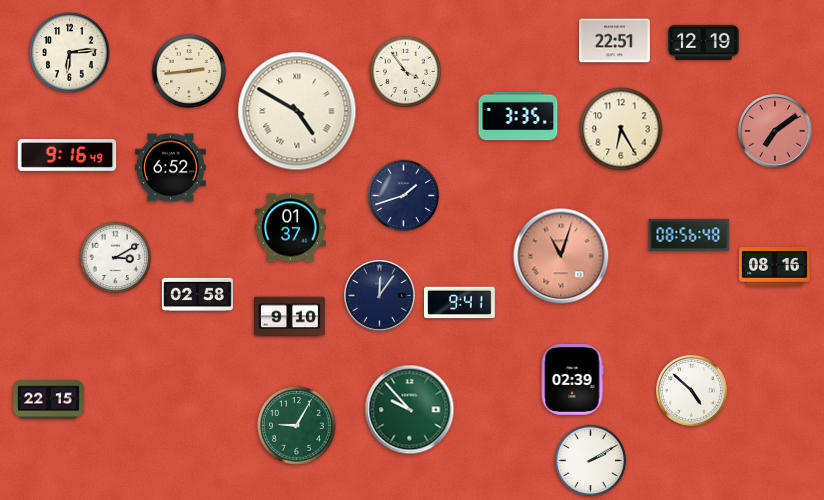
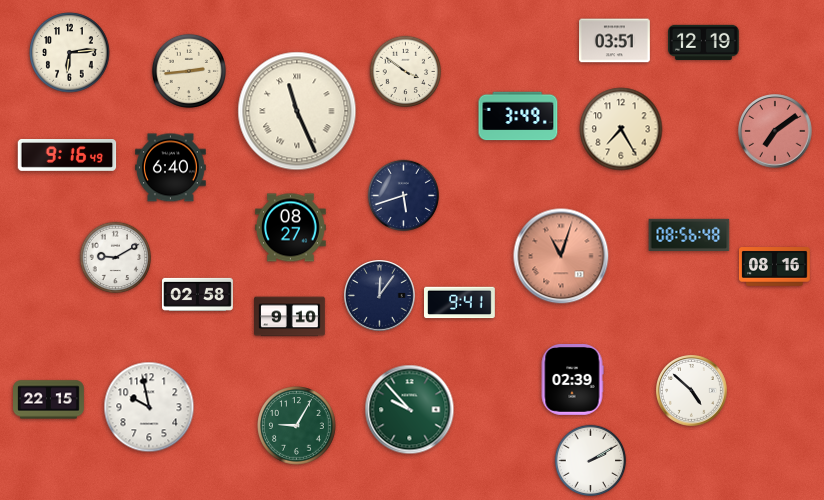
clock at (615, 41): 22:51 -> 03:51
clock at (406, 72): 3:54 -> 3:51
clock at (297, 111): 4:50 -> 11:26
clock at (518, 116): 3:35 -> 3:49
clock at (621, 129): 6:25 -> 7:25
clock at (171, 168): 6:52 -> 6:40
clock at (404, 196): 1:42 -> 5:42
clock at (291, 228): 01:37 -> 08:27
clock at (116, 258): 3:10 -> 9:10
clock at (149, 407): none -> 9:58
